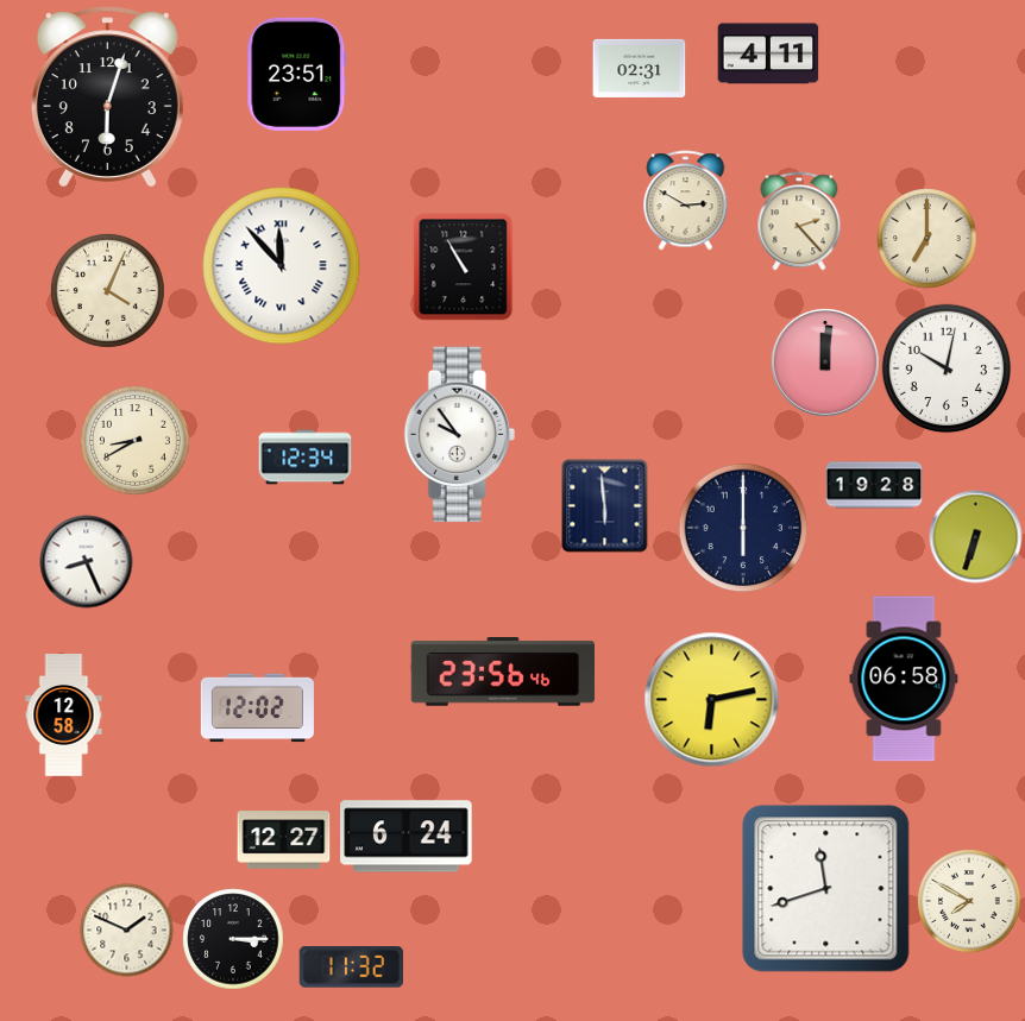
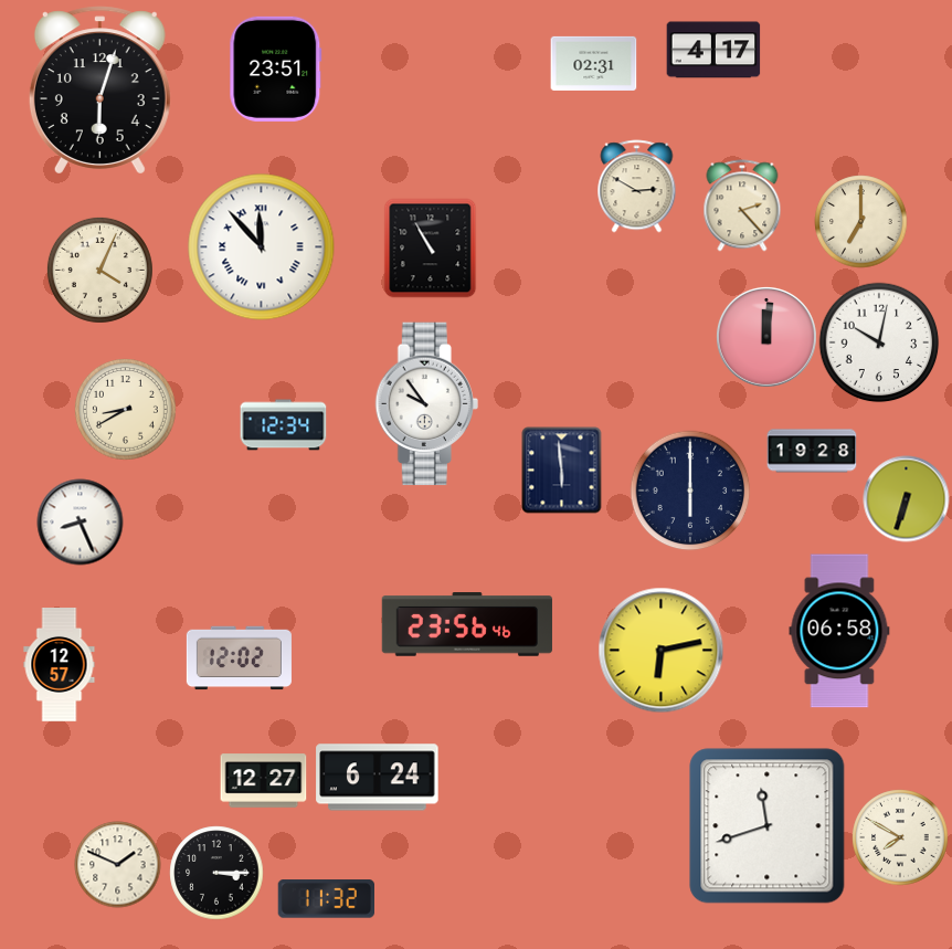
clock at (768, 53): 4:11 -> 4:17
clock at (64, 716): 12:58 -> 12:57
